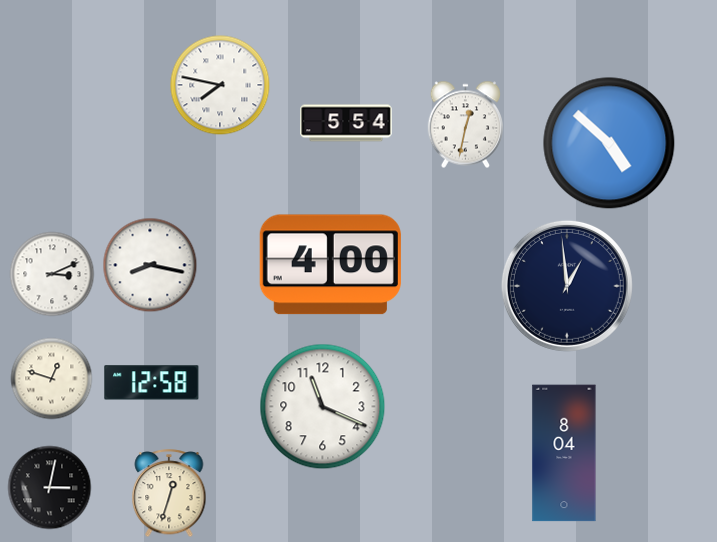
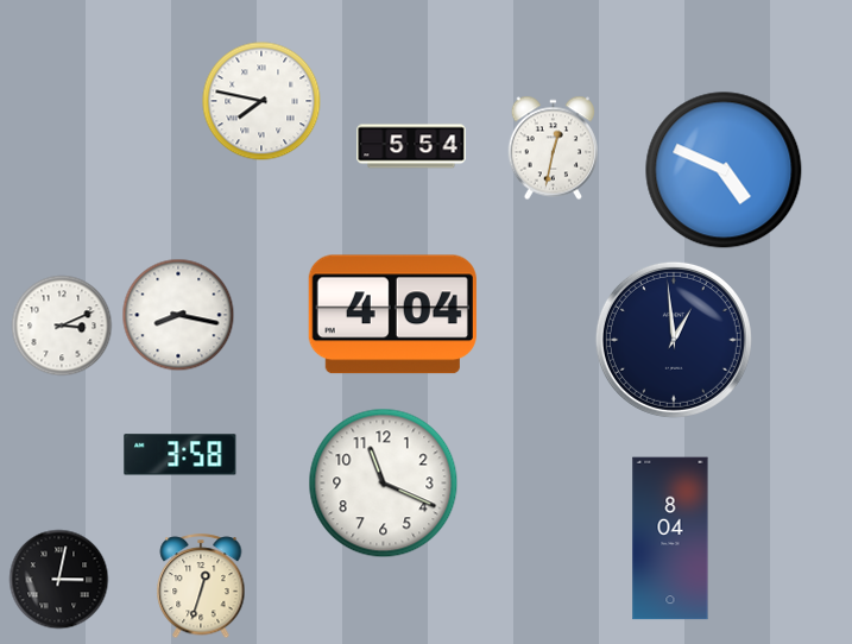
clock at (609, 143): 4:52 -> 4:49
clock at (330, 265): 4:00 -> 4:04
clock at (52, 379): 12:48 -> none
clock at (152, 383): 12:58 -> 3:58
